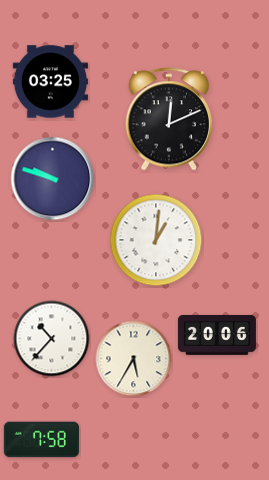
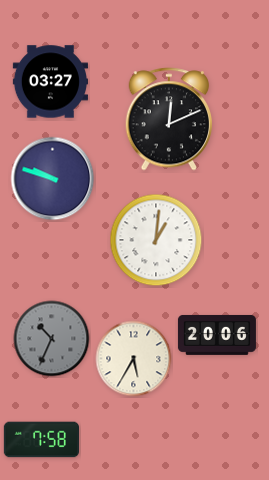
clock at (50, 82): 03:25 -> 03:27
clock at (52, 339): 10:37 -> 10:34
clock at (52, 339) dial: white -> grey
